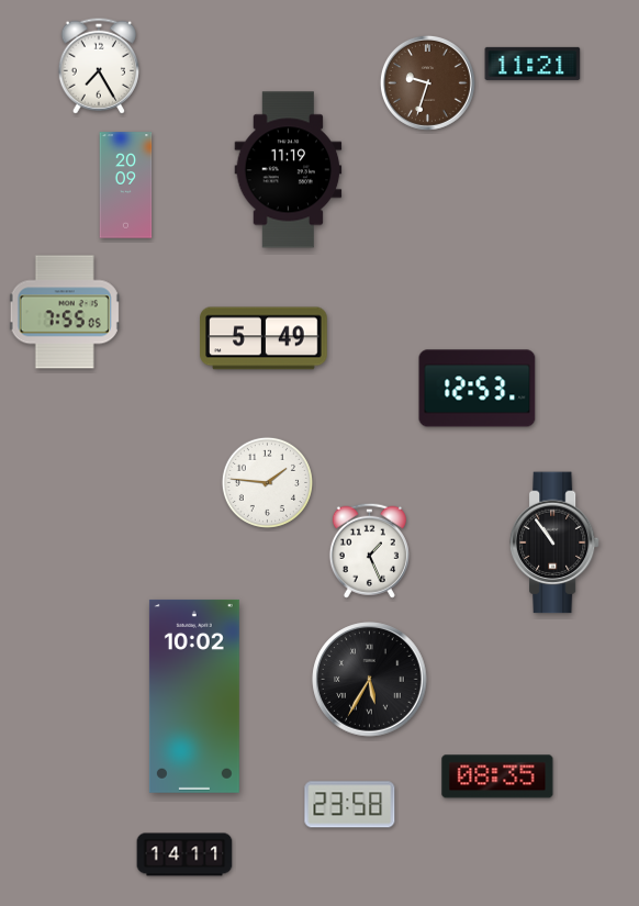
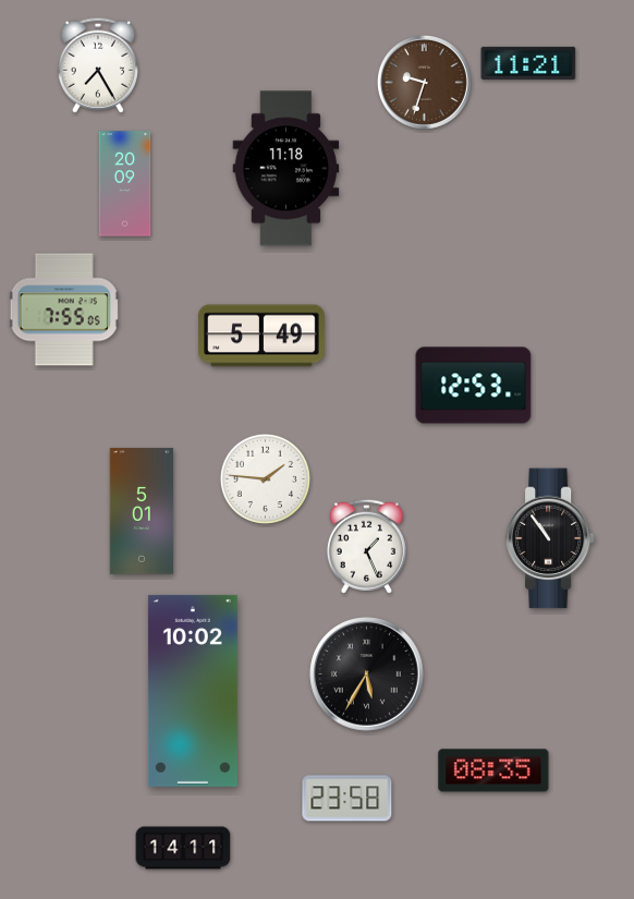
clock at (289, 170): 11:19 -> 11:18
clock at (142, 511): none -> 5:01
